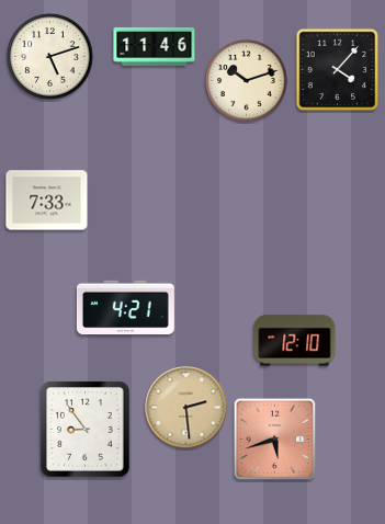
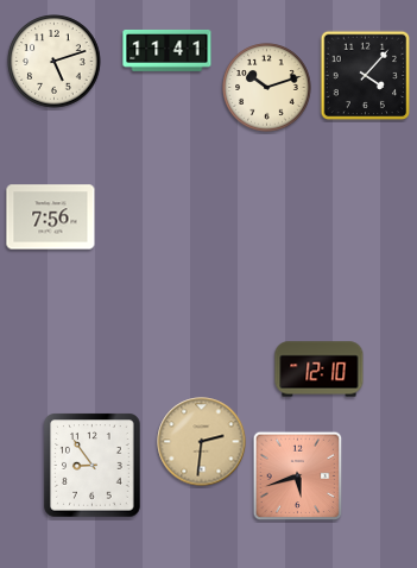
clock at (155, 47): 11:46 -> 11:41
clock at (47, 201): 7:33 -> 7:56
clock at (125, 308): 4:21 -> none
clock at (186, 408): 2:29 -> 2:31
